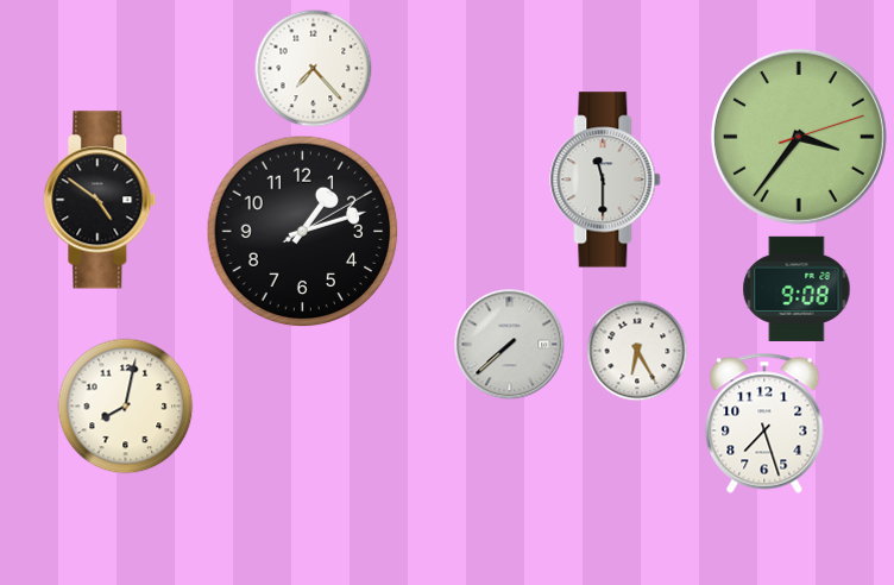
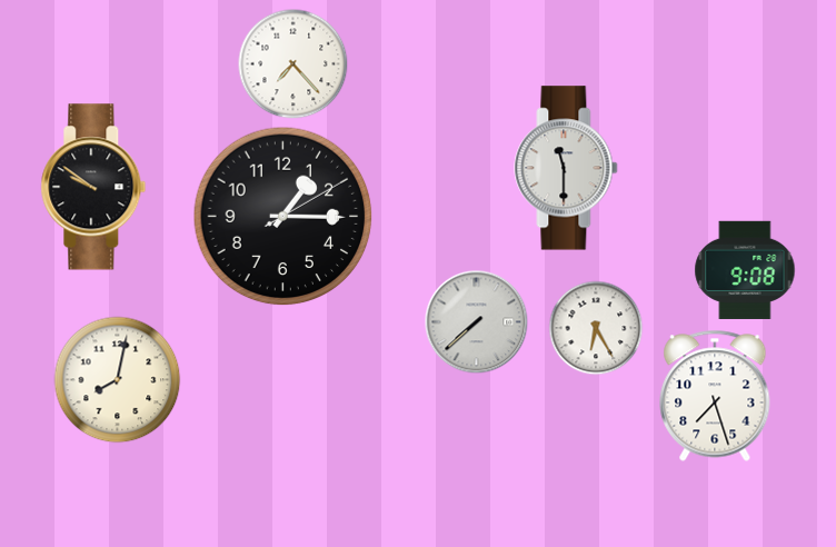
clock at (799, 137): 3:36 -> none
clock at (100, 200): 4:51 -> 9:51
clock at (303, 232): 1:12 -> 1:15
